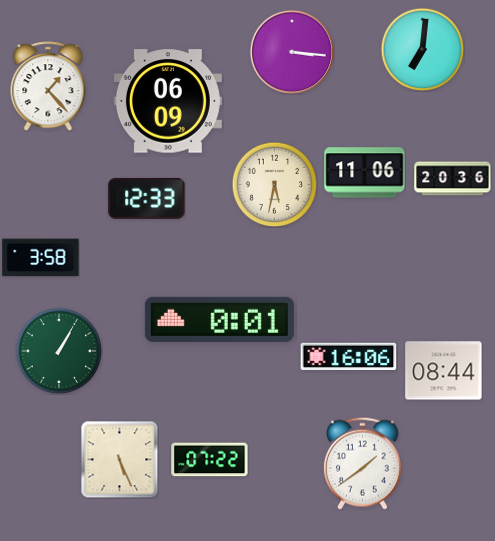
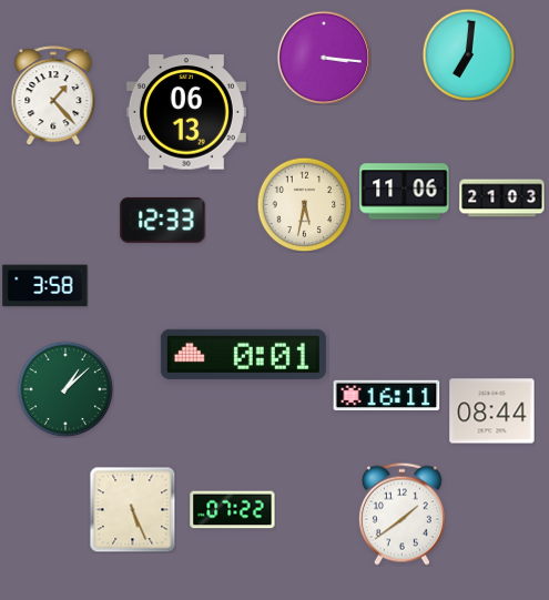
clock at (168, 101): 06:09 -> 06:13
clock at (453, 179): 20:36 -> 21:03
clock at (59, 351): 1:05 -> 1:08
clock at (349, 356): 16:06 -> 16:11
